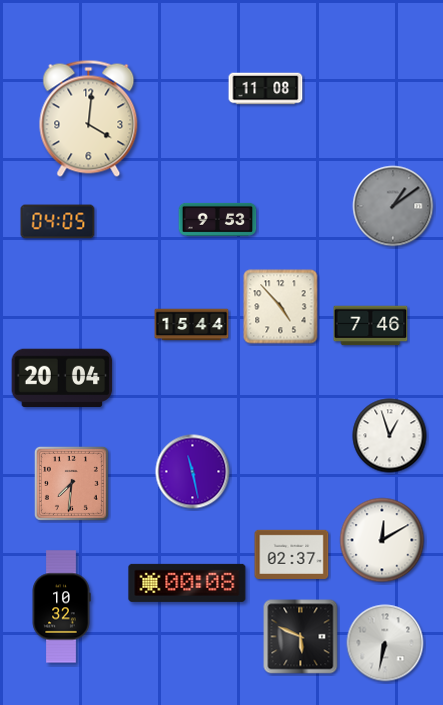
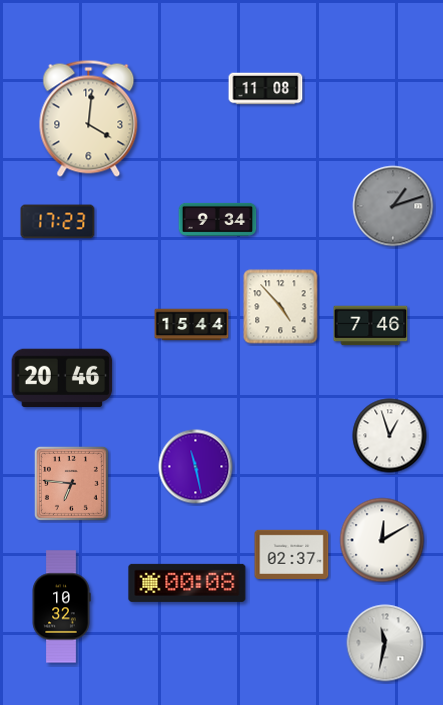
clock at (393, 206): 1:09 -> 1:12
clock at (218, 219): 9:53 -> 9:34
clock at (58, 222): 04:05 -> 17:23
clock at (62, 378): 20:04 -> 20:46
clock at (193, 472) position: (193, 472) -> (196, 467)
clock at (71, 483): 7:31 -> 6:46
clock at (301, 637): 5:49 -> none
clock at (385, 643): 6:32 -> 11:32
